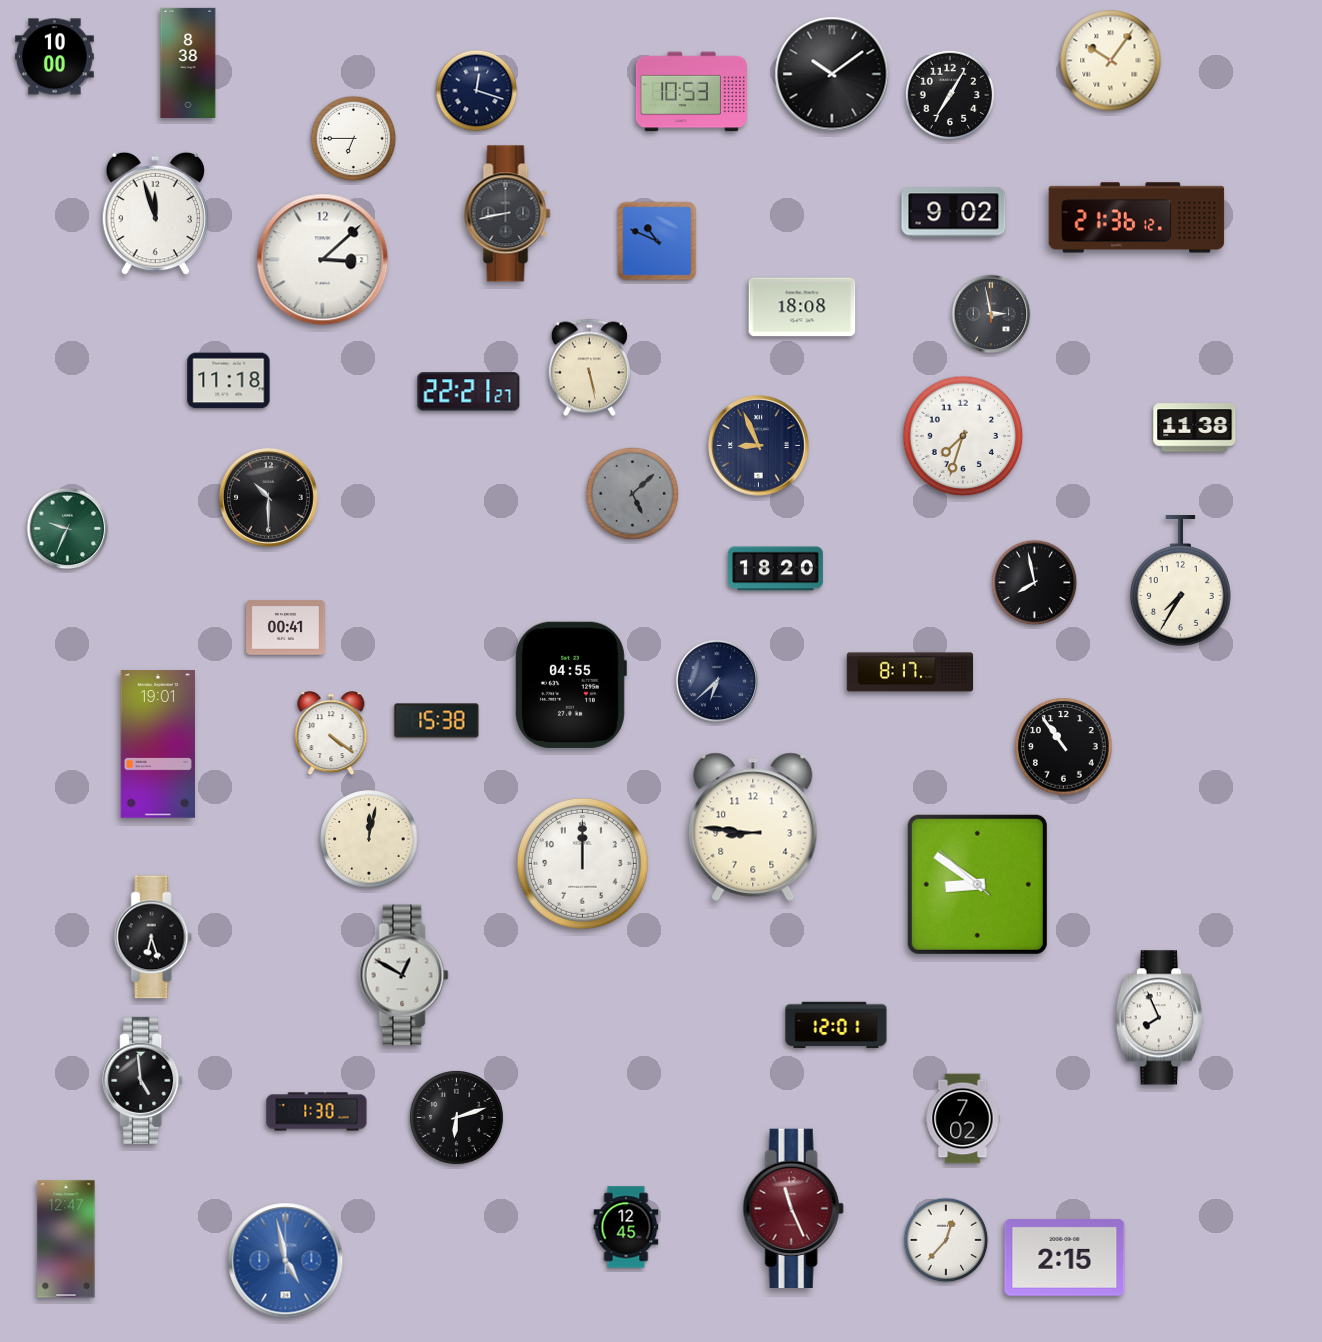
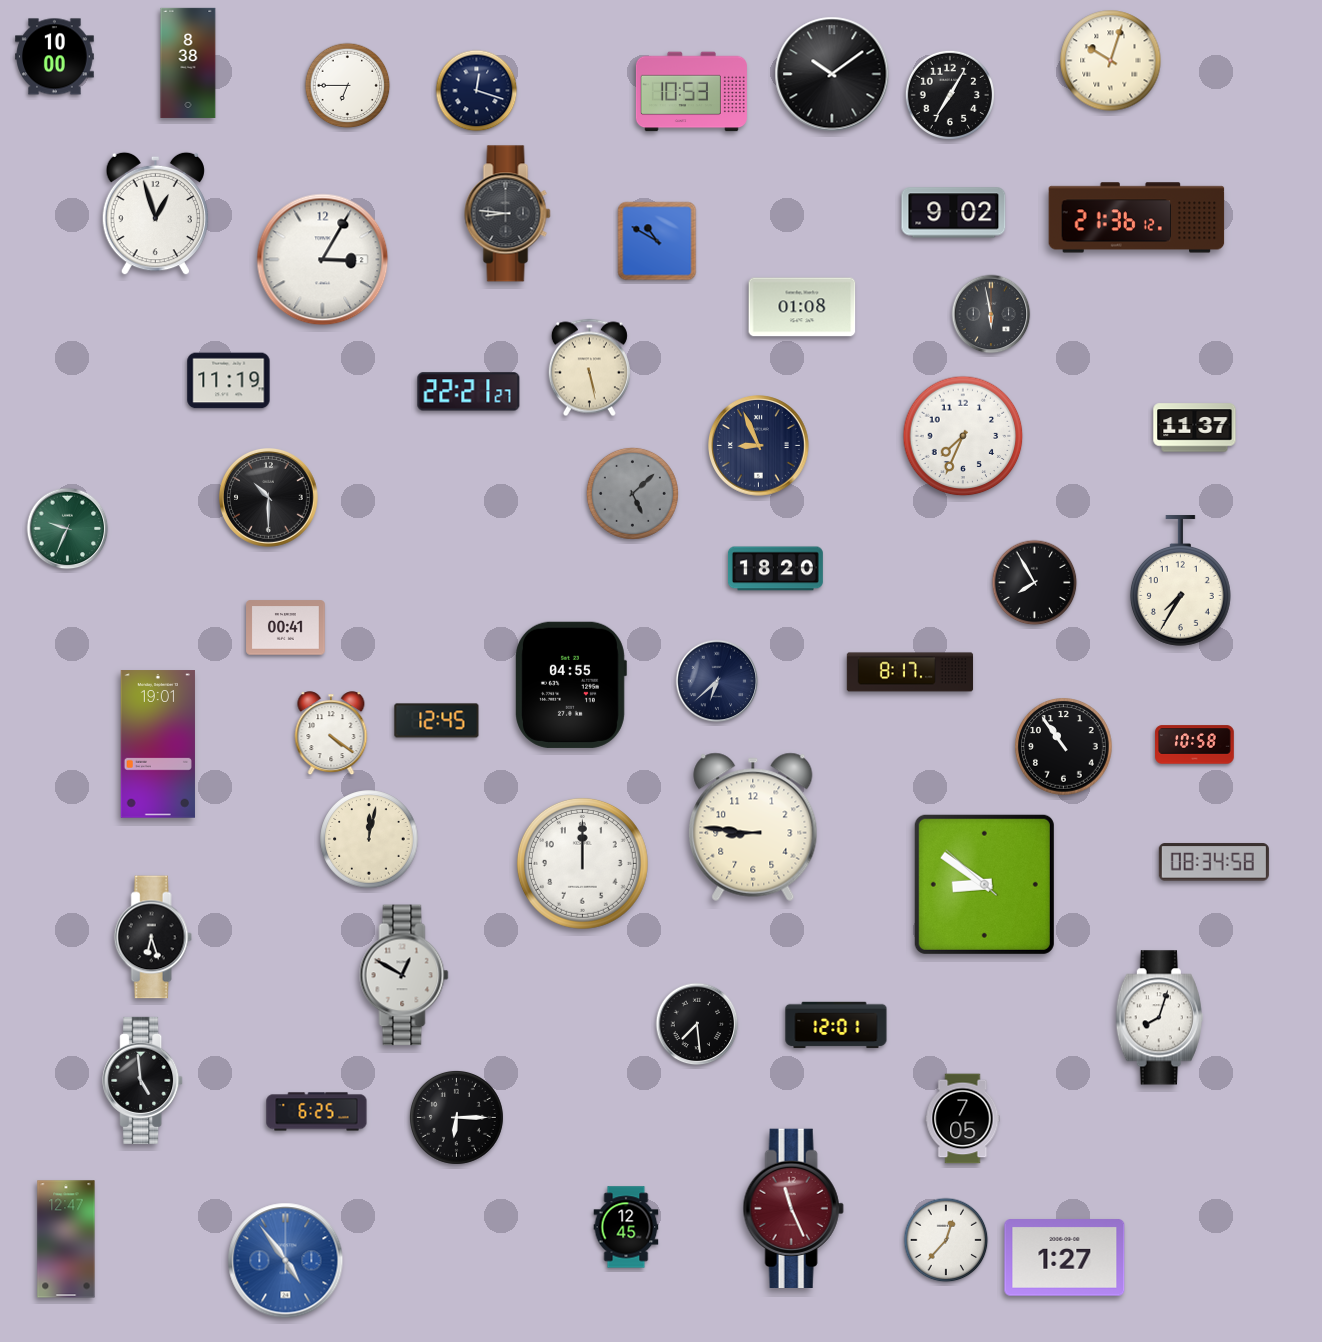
clock at (1111, 61): 10:06 -> 10:03
clock at (354, 139) position: (354, 139) -> (348, 86)
clock at (155, 214): 11:57 -> 12:57
clock at (508, 214): 8:43 -> 8:46
clock at (657, 241): 10:49 -> 10:50
clock at (323, 260): 3:08 -> 3:05
clock at (802, 307): 18:08 -> 01:08
clock at (991, 314): 2:58 -> 5:58
clock at (229, 381): 11:18 -> 11:19
clock at (1195, 428): 11:38 -> 11:37
clock at (963, 436): 7:33 -> 7:34
clock at (1035, 583): 7:58 -> 7:55
clock at (437, 721): 15:38 -> 12:45
clock at (1195, 745): none -> 10:58
clock at (1214, 862): none -> 08:34
clock at (977, 884) position: (977, 884) -> (984, 884)
clock at (1159, 1018): 7:56 -> 8:03
clock at (697, 1024): none -> 7:29
clock at (317, 1112): 1:30 -> 6:25
clock at (456, 1117): 6:12 -> 6:15
clock at (963, 1119): 7:02 -> 7:05
clock at (1065, 1258): 2:15 -> 1:27
clock at (286, 1261): 4:58 -> 4:54
